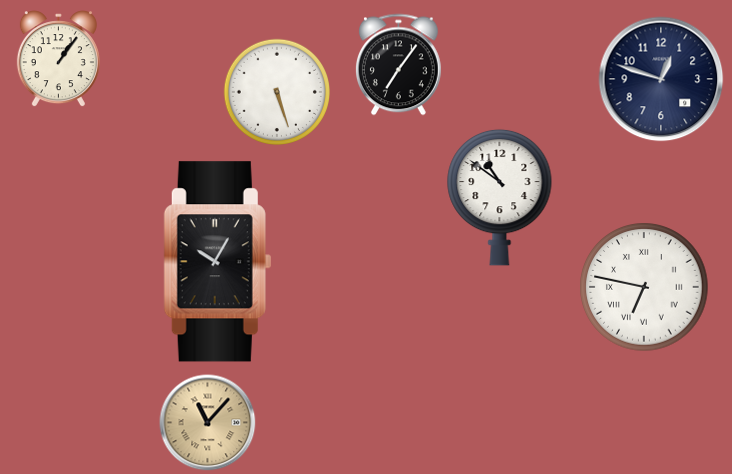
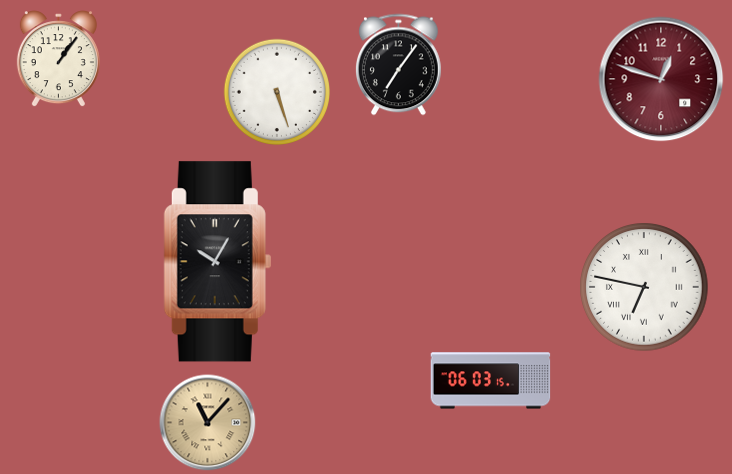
clock at (661, 79) dial: navy -> burgundy
clock at (500, 197): 10:51 -> none
clock at (491, 381): none -> 06:03
